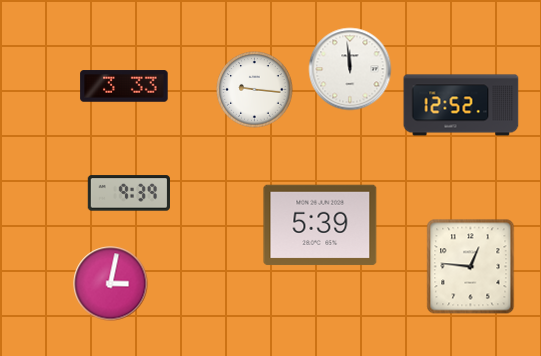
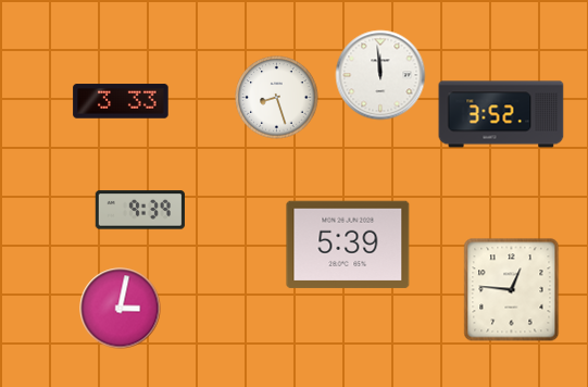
clock at (124, 86) position: (124, 86) -> (121, 101)
clock at (255, 90): 9:16 -> 8:27
clock at (461, 105): 12:52 -> 3:52
